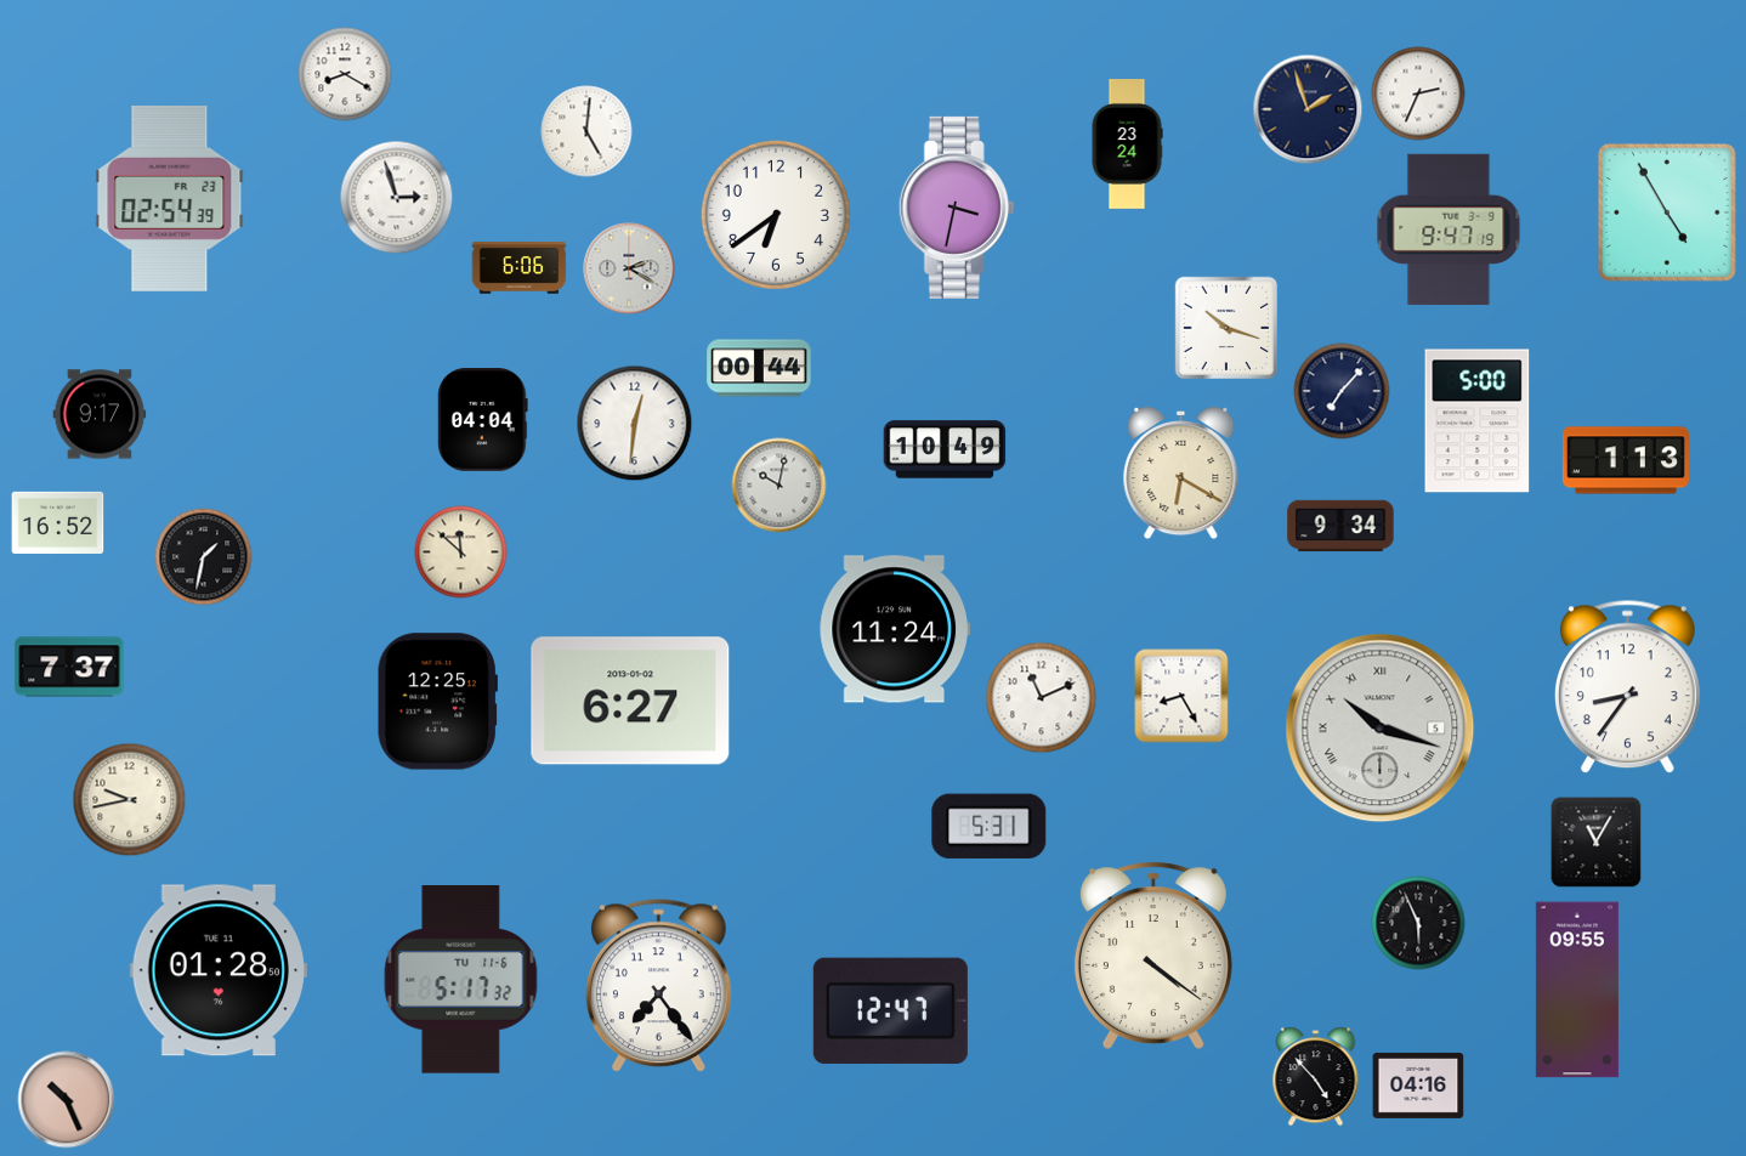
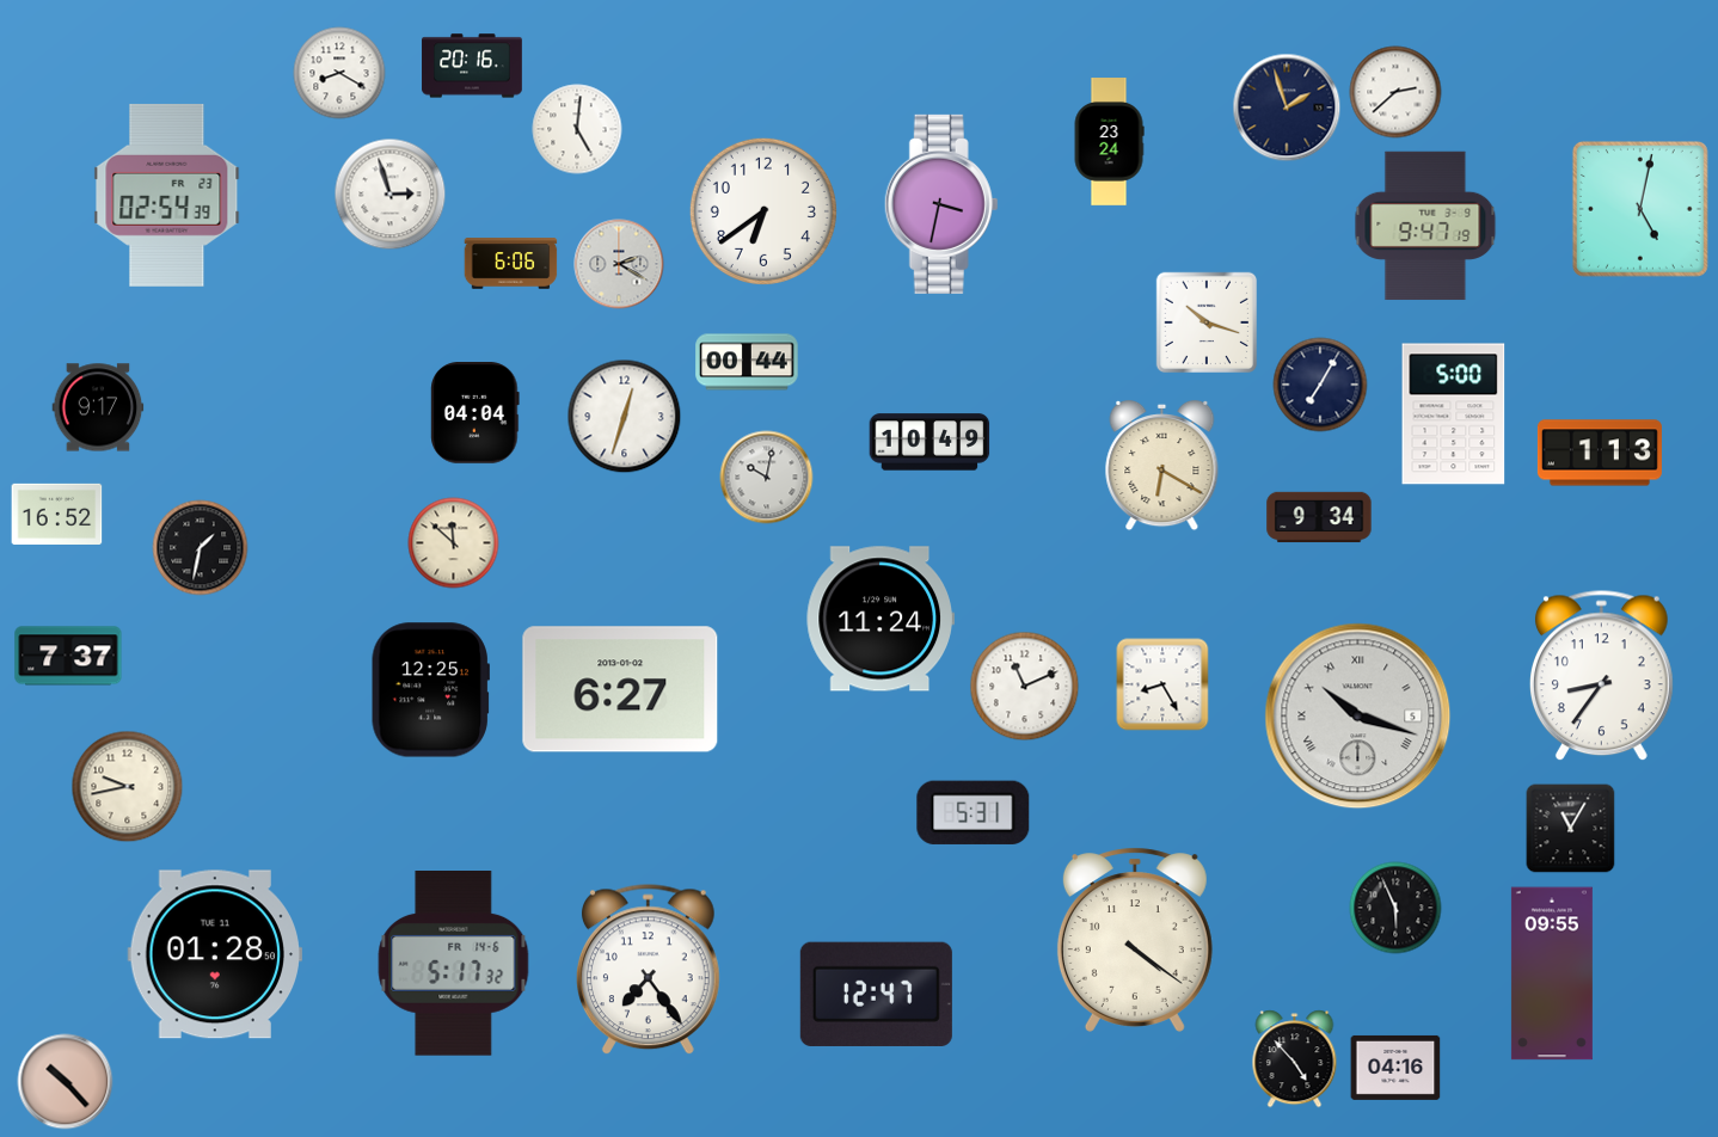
clock at (472, 66): none -> 20:16
clock at (1418, 93): 2:34 -> 2:38
clock at (1667, 212): 4:55 -> 5:02
clock at (1342, 391): 7:07 -> 7:05
clock at (635, 424): 12:31 -> 12:33
clock at (461, 980) date: TU 11-6 -> FR 14-6
clock at (67, 1100): 10:26 -> 10:23
